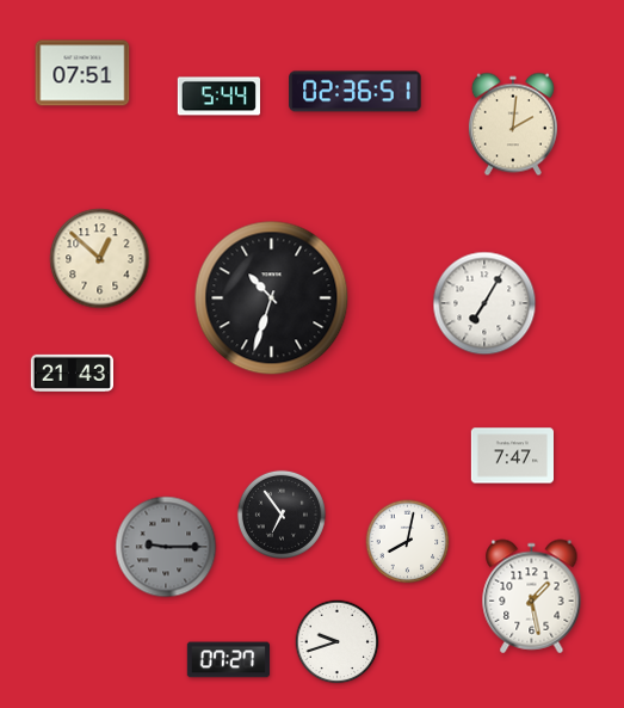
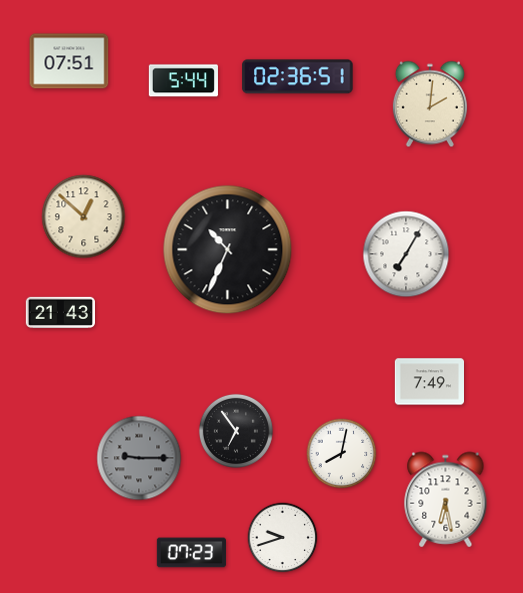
clock at (272, 298): 10:33 -> 10:34
clock at (512, 456): 7:47 -> 7:49
clock at (532, 597): 1:28 -> 6:28
clock at (228, 660): 07:27 -> 07:23
